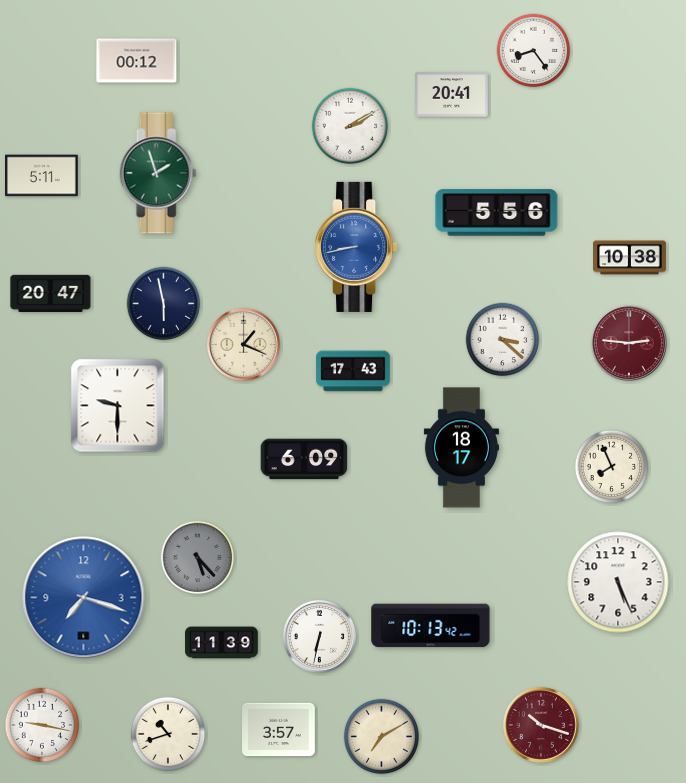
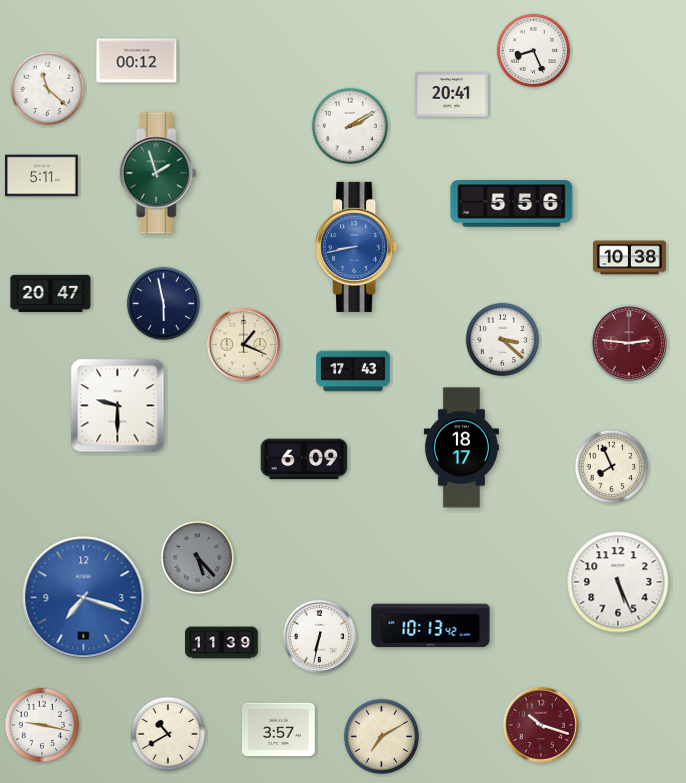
clock at (534, 51): 8:24 -> 8:26
clock at (48, 89): none -> 11:22
clock at (497, 213) position: (497, 213) -> (512, 204)
clock at (168, 734): 10:42 -> 10:40
